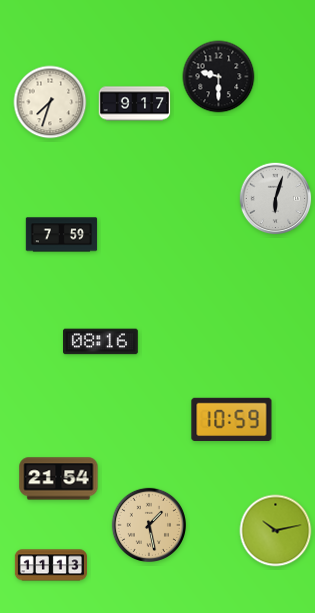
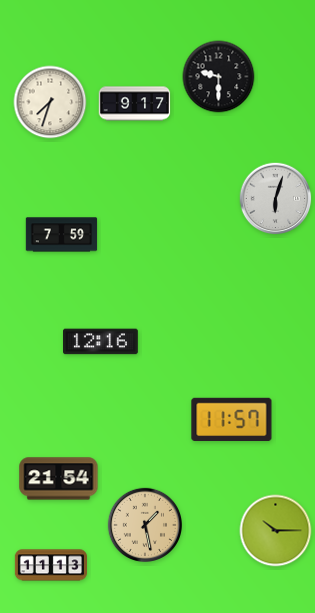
clock at (101, 342): 08:16 -> 12:16
clock at (232, 420): 10:59 -> 11:57
clock at (148, 524) position: (148, 524) -> (144, 524)
clock at (276, 531): 10:13 -> 10:15
